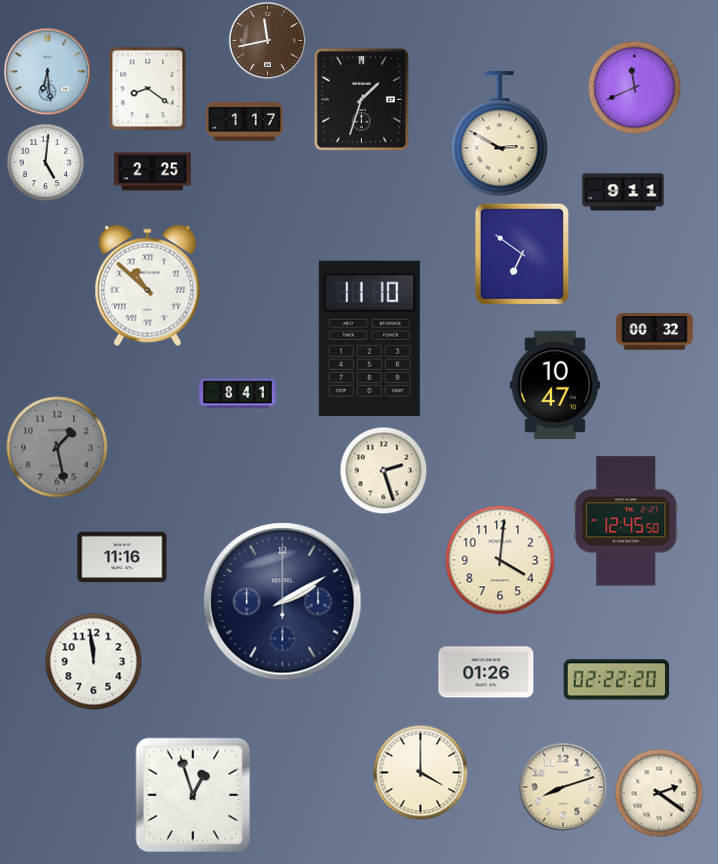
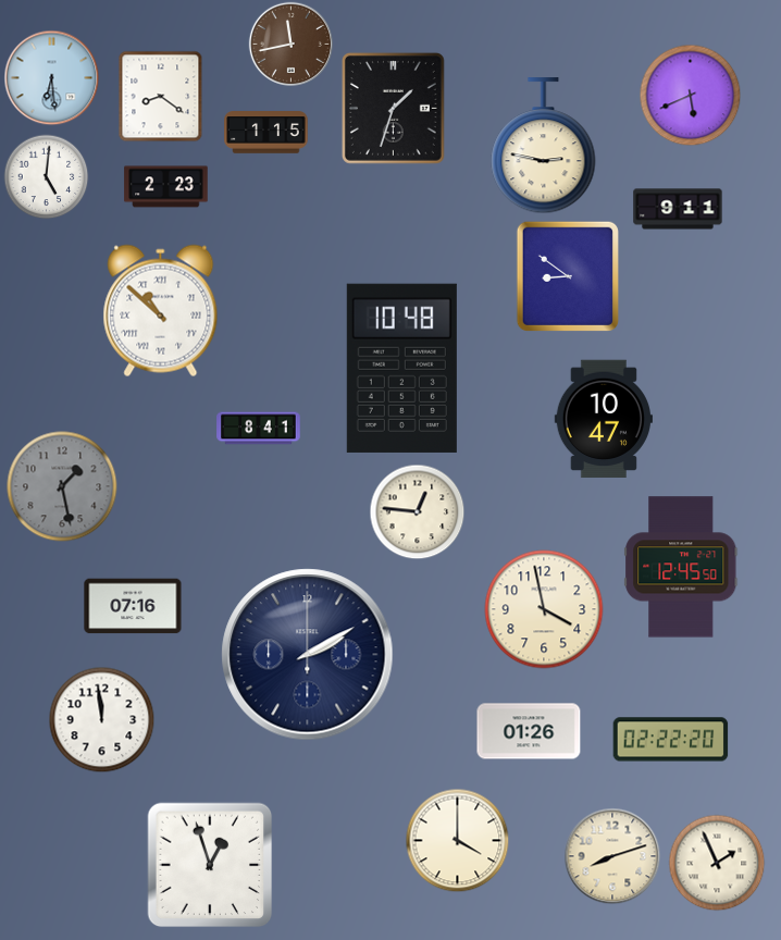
clock at (634, 87): 11:41 -> 5:41
clock at (245, 122): 1:17 -> 1:15
clock at (500, 134): 2:50 -> 2:47
clock at (45, 162) position: (45, 162) -> (46, 176)
clock at (153, 172): 2:25 -> 2:23
clock at (522, 253): 6:51 -> 8:51
clock at (655, 332): 00:32 -> none
clock at (369, 338): 11:10 -> 10:48
clock at (383, 470): 2:27 -> 12:46
clock at (122, 557): 11:16 -> 07:16
clock at (500, 560): 4:01 -> 3:58
clock at (659, 793): 2:21 -> 1:56
